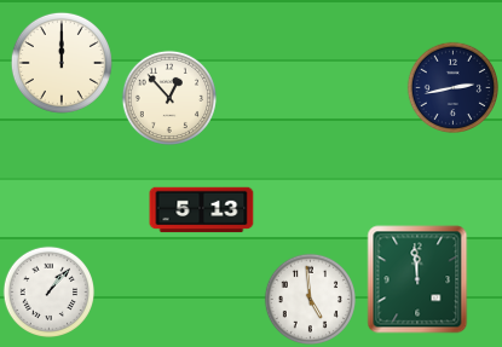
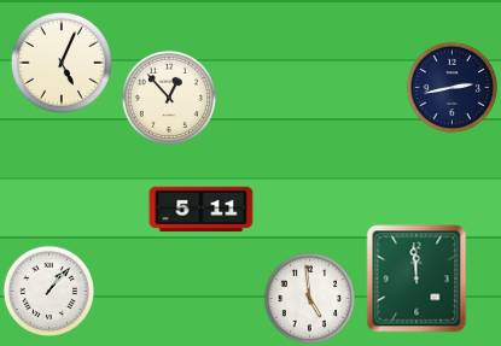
clock at (62, 63): 12:00 -> 5:04
clock at (202, 210): 5:13 -> 5:11
